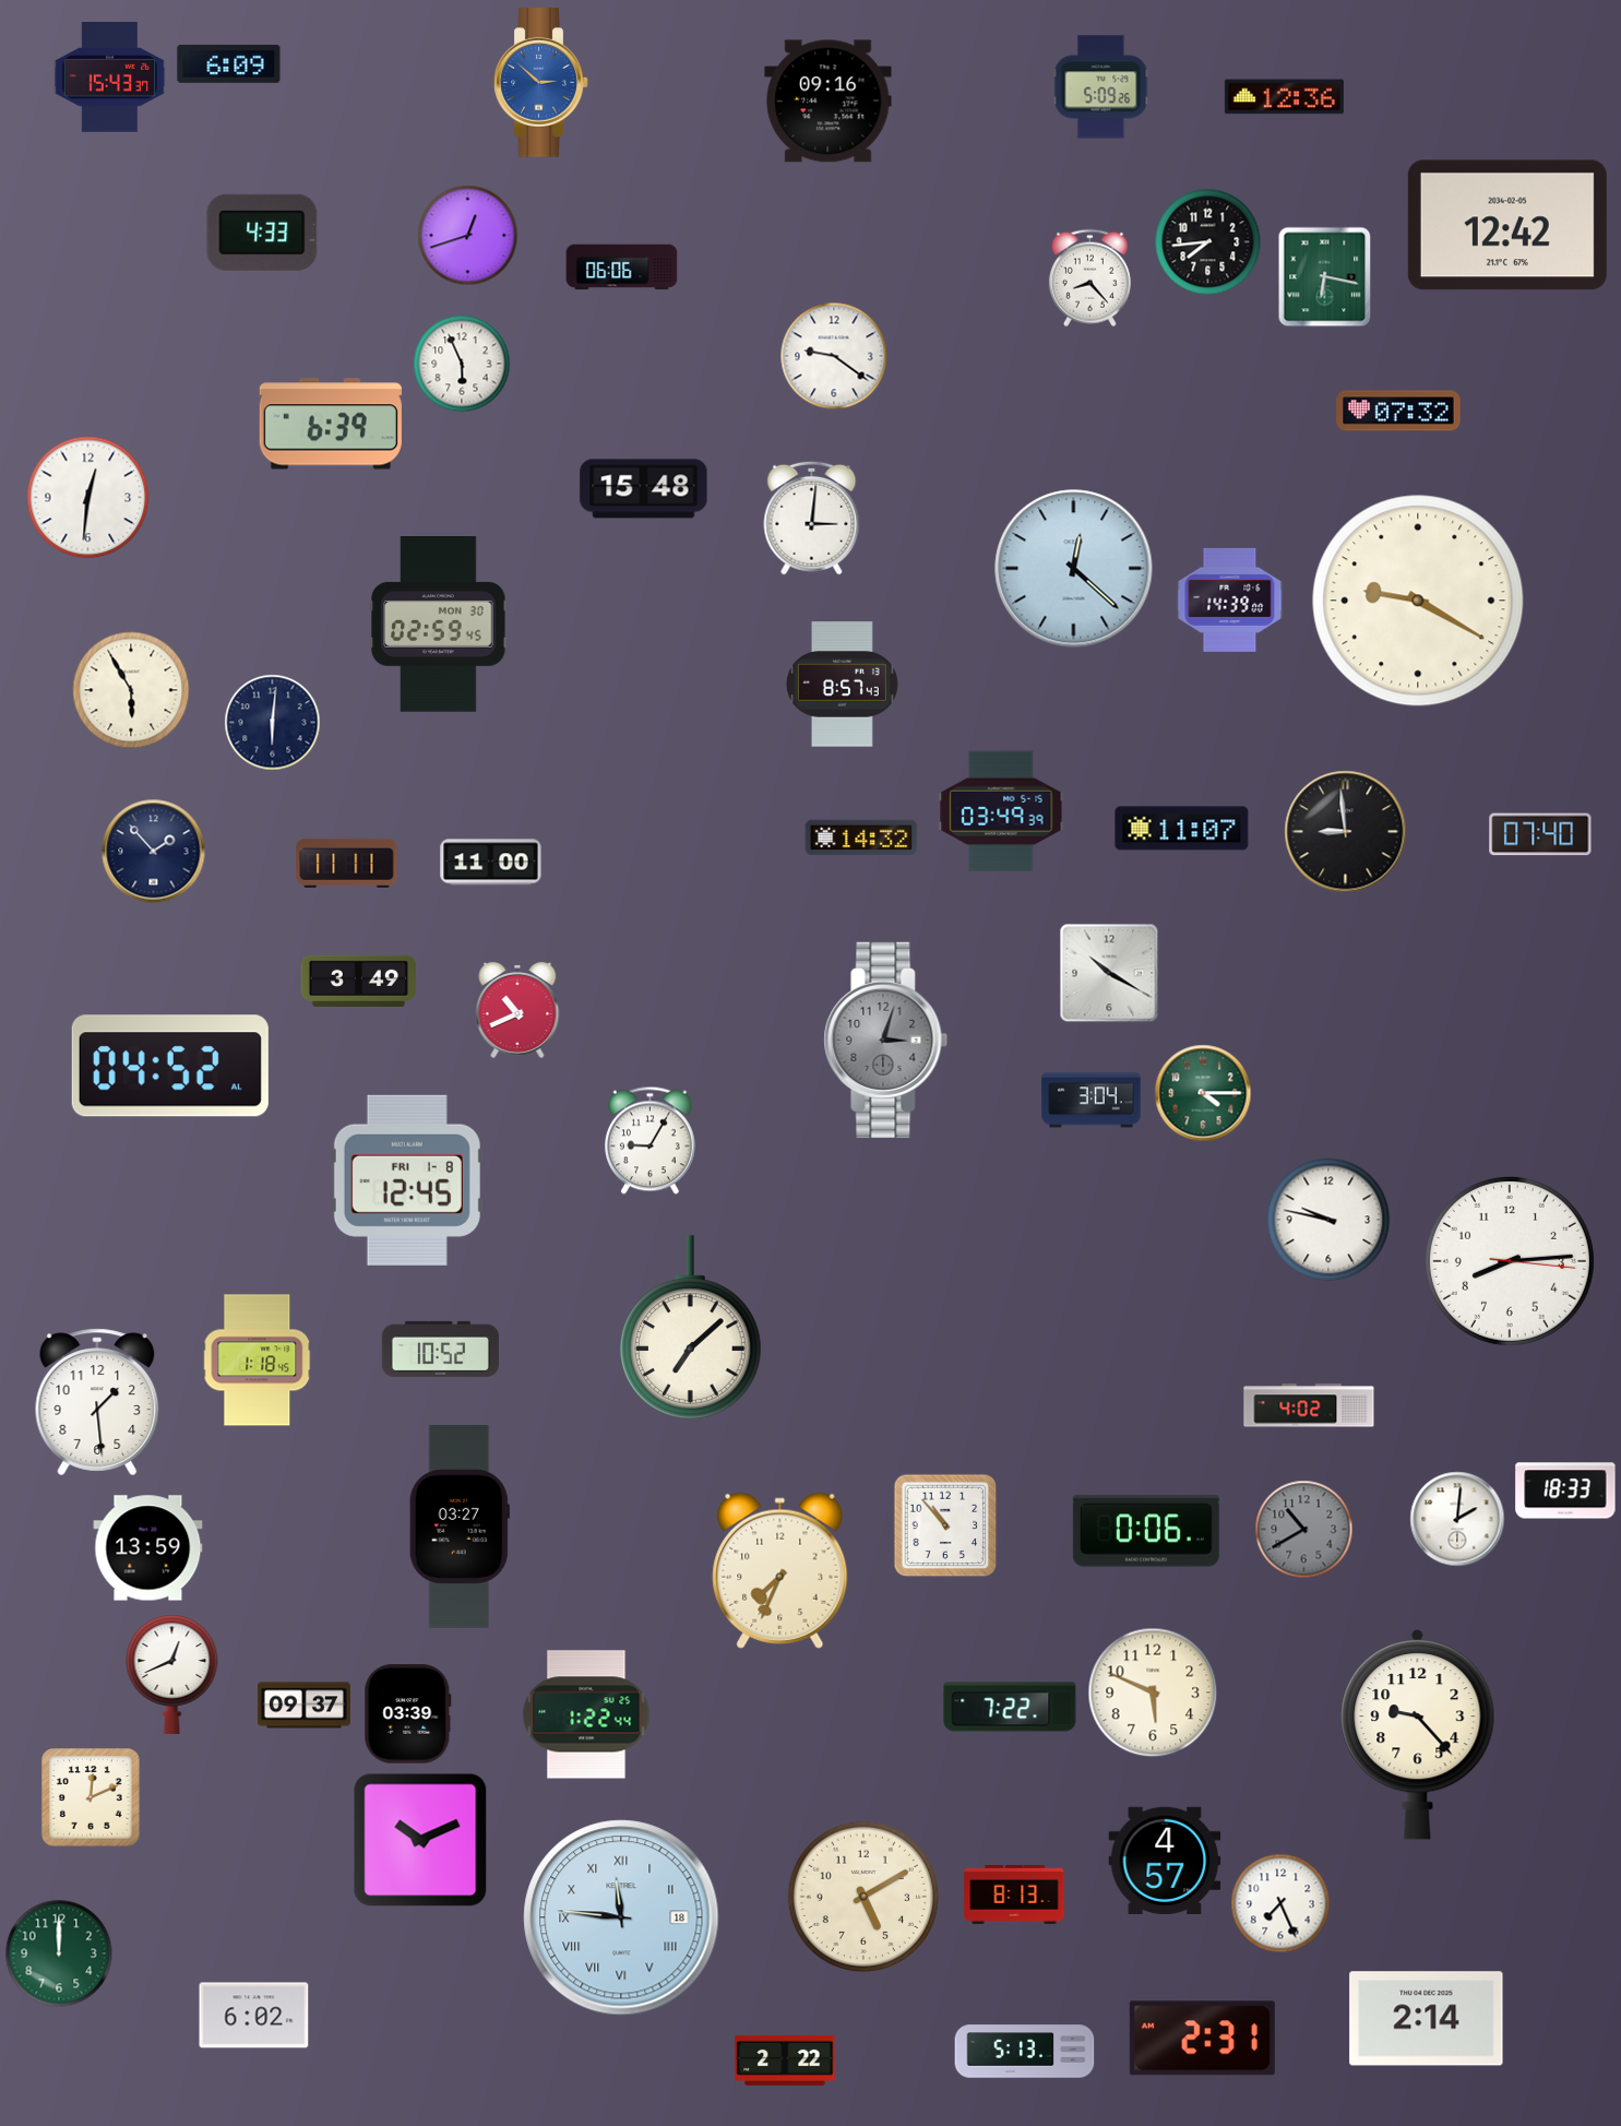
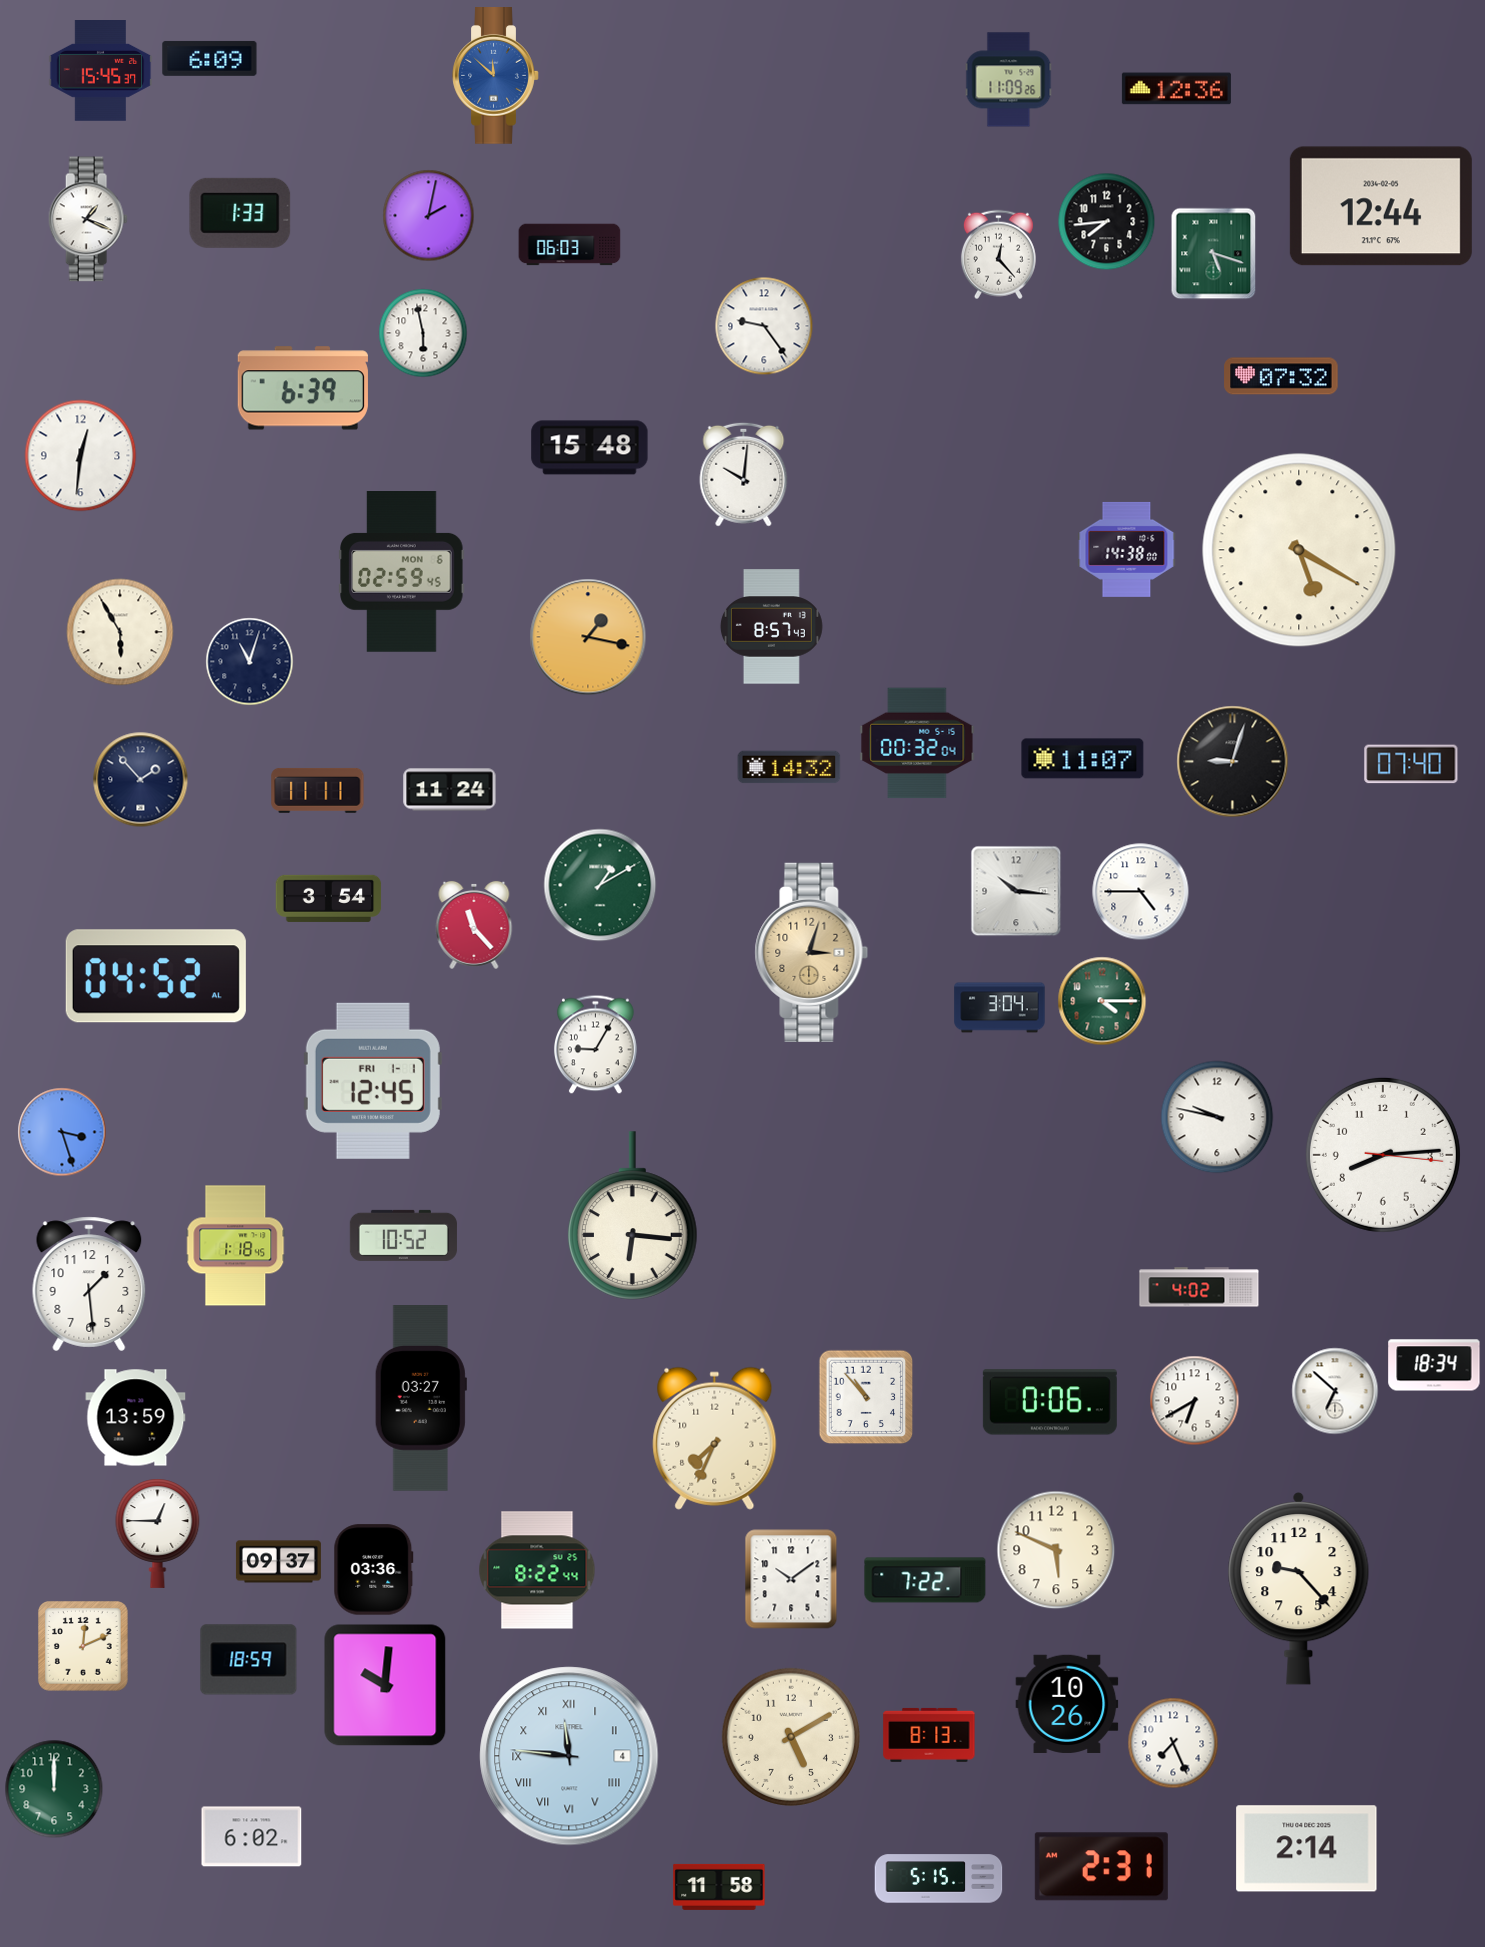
clock at (110, 78): 15:43 -> 15:45
clock at (541, 83): 2:52 -> 11:52
clock at (1101, 87): 5:09 -> 11:09
clock at (829, 102): 09:16 -> none
clock at (1507, 225): 12:42 -> 12:44
clock at (262, 233): 4:33 -> 1:33
clock at (468, 236): 12:42 -> 2:02
clock at (88, 219): none -> 1:19
clock at (622, 268): 06:06 -> 06:03
clock at (1325, 277): 6:17 -> 5:18
clock at (1089, 278): 8:23 -> 12:23
clock at (834, 356): 9:21 -> 9:24
clock at (462, 364): 5:56 -> 5:58
clock at (812, 518): 3:01 -> 10:01
clock at (1074, 569): 12:22 -> none
clock at (1230, 599): 14:39 -> 14:38
clock at (1418, 601): 9:20 -> 5:20
clock at (439, 625) date: MON 30 -> MON 6
clock at (588, 637): none -> 1:17
clock at (273, 723): 6:01 -> 11:03
clock at (1001, 811): 03:49 -> 00:32
clock at (1346, 832): 8:59 -> 9:03
clock at (491, 863): 11:00 -> 11:24
clock at (600, 885): none -> 1:10
clock at (1109, 973): 10:20 -> 10:16
clock at (1141, 892): none -> 4:45
clock at (359, 981): 3:49 -> 3:54
clock at (517, 1010): 10:41 -> 11:23
clock at (886, 1040) dial: grey -> champagne
clock at (407, 1180) date: FRI 1-8 -> FRI 1-1
clock at (62, 1132): none -> 3:27
clock at (690, 1328): 7:08 -> 6:16
clock at (1565, 1490): 18:33 -> 18:34
clock at (1457, 1519): 2:01 -> 6:52
clock at (1304, 1530): 10:40 -> 6:40
clock at (1304, 1530) dial: grey -> white
clock at (172, 1674): 12:41 -> 12:45
clock at (1010, 1707) position: (1010, 1707) -> (925, 1580)
clock at (408, 1714): 03:39 -> 03:36
clock at (586, 1714): 1:22 -> 8:22
clock at (791, 1579): none -> 10:09
clock at (249, 1660): none -> 18:59
clock at (420, 1840): 10:11 -> 10:01
clock at (1165, 1861): 4:57 -> 10:26
clock at (621, 1917) date: 18 -> 4
clock at (254, 2016) position: (254, 2016) -> (252, 1837)
clock at (1025, 2052): 5:13 -> 5:15
clock at (785, 2060): 2:22 -> 11:58
